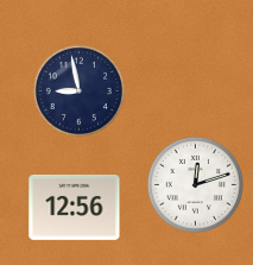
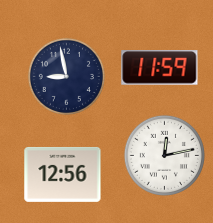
clock at (160, 68): none -> 11:59
clock at (195, 184): 12:12 -> 12:13
